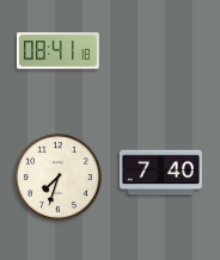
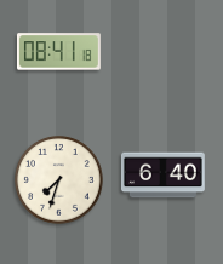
clock at (160, 173): 7:40 -> 6:40
